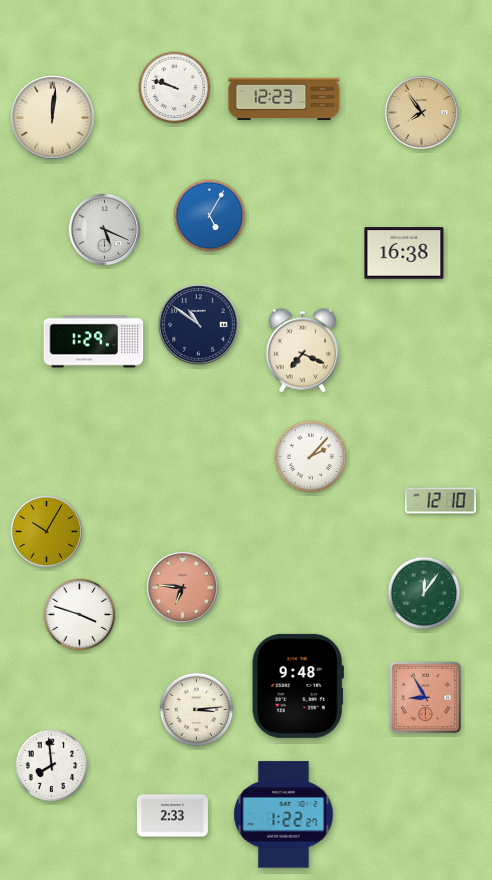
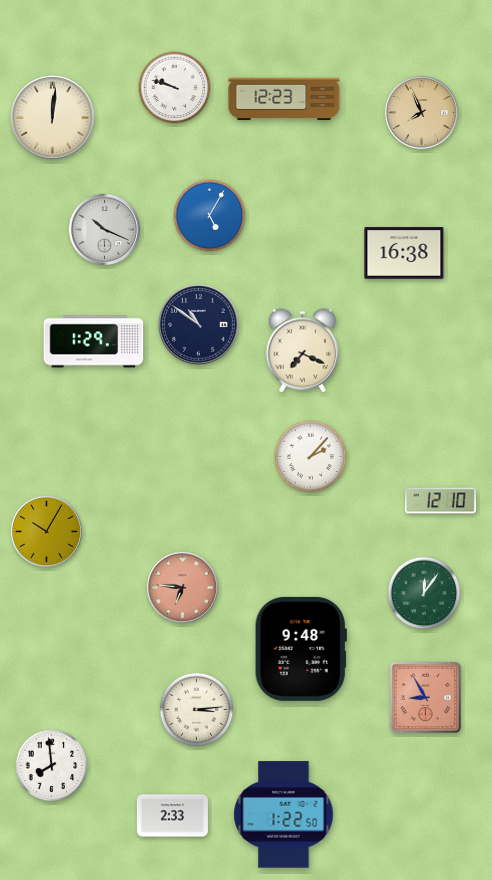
clock at (421, 112): 7:54 -> 7:56
clock at (104, 229): 5:19 -> 10:19
clock at (80, 615): 3:48 -> none
clock at (298, 686) position: (298, 686) -> (301, 649)
clock at (284, 815): 1:22:27 -> 1:22:50
